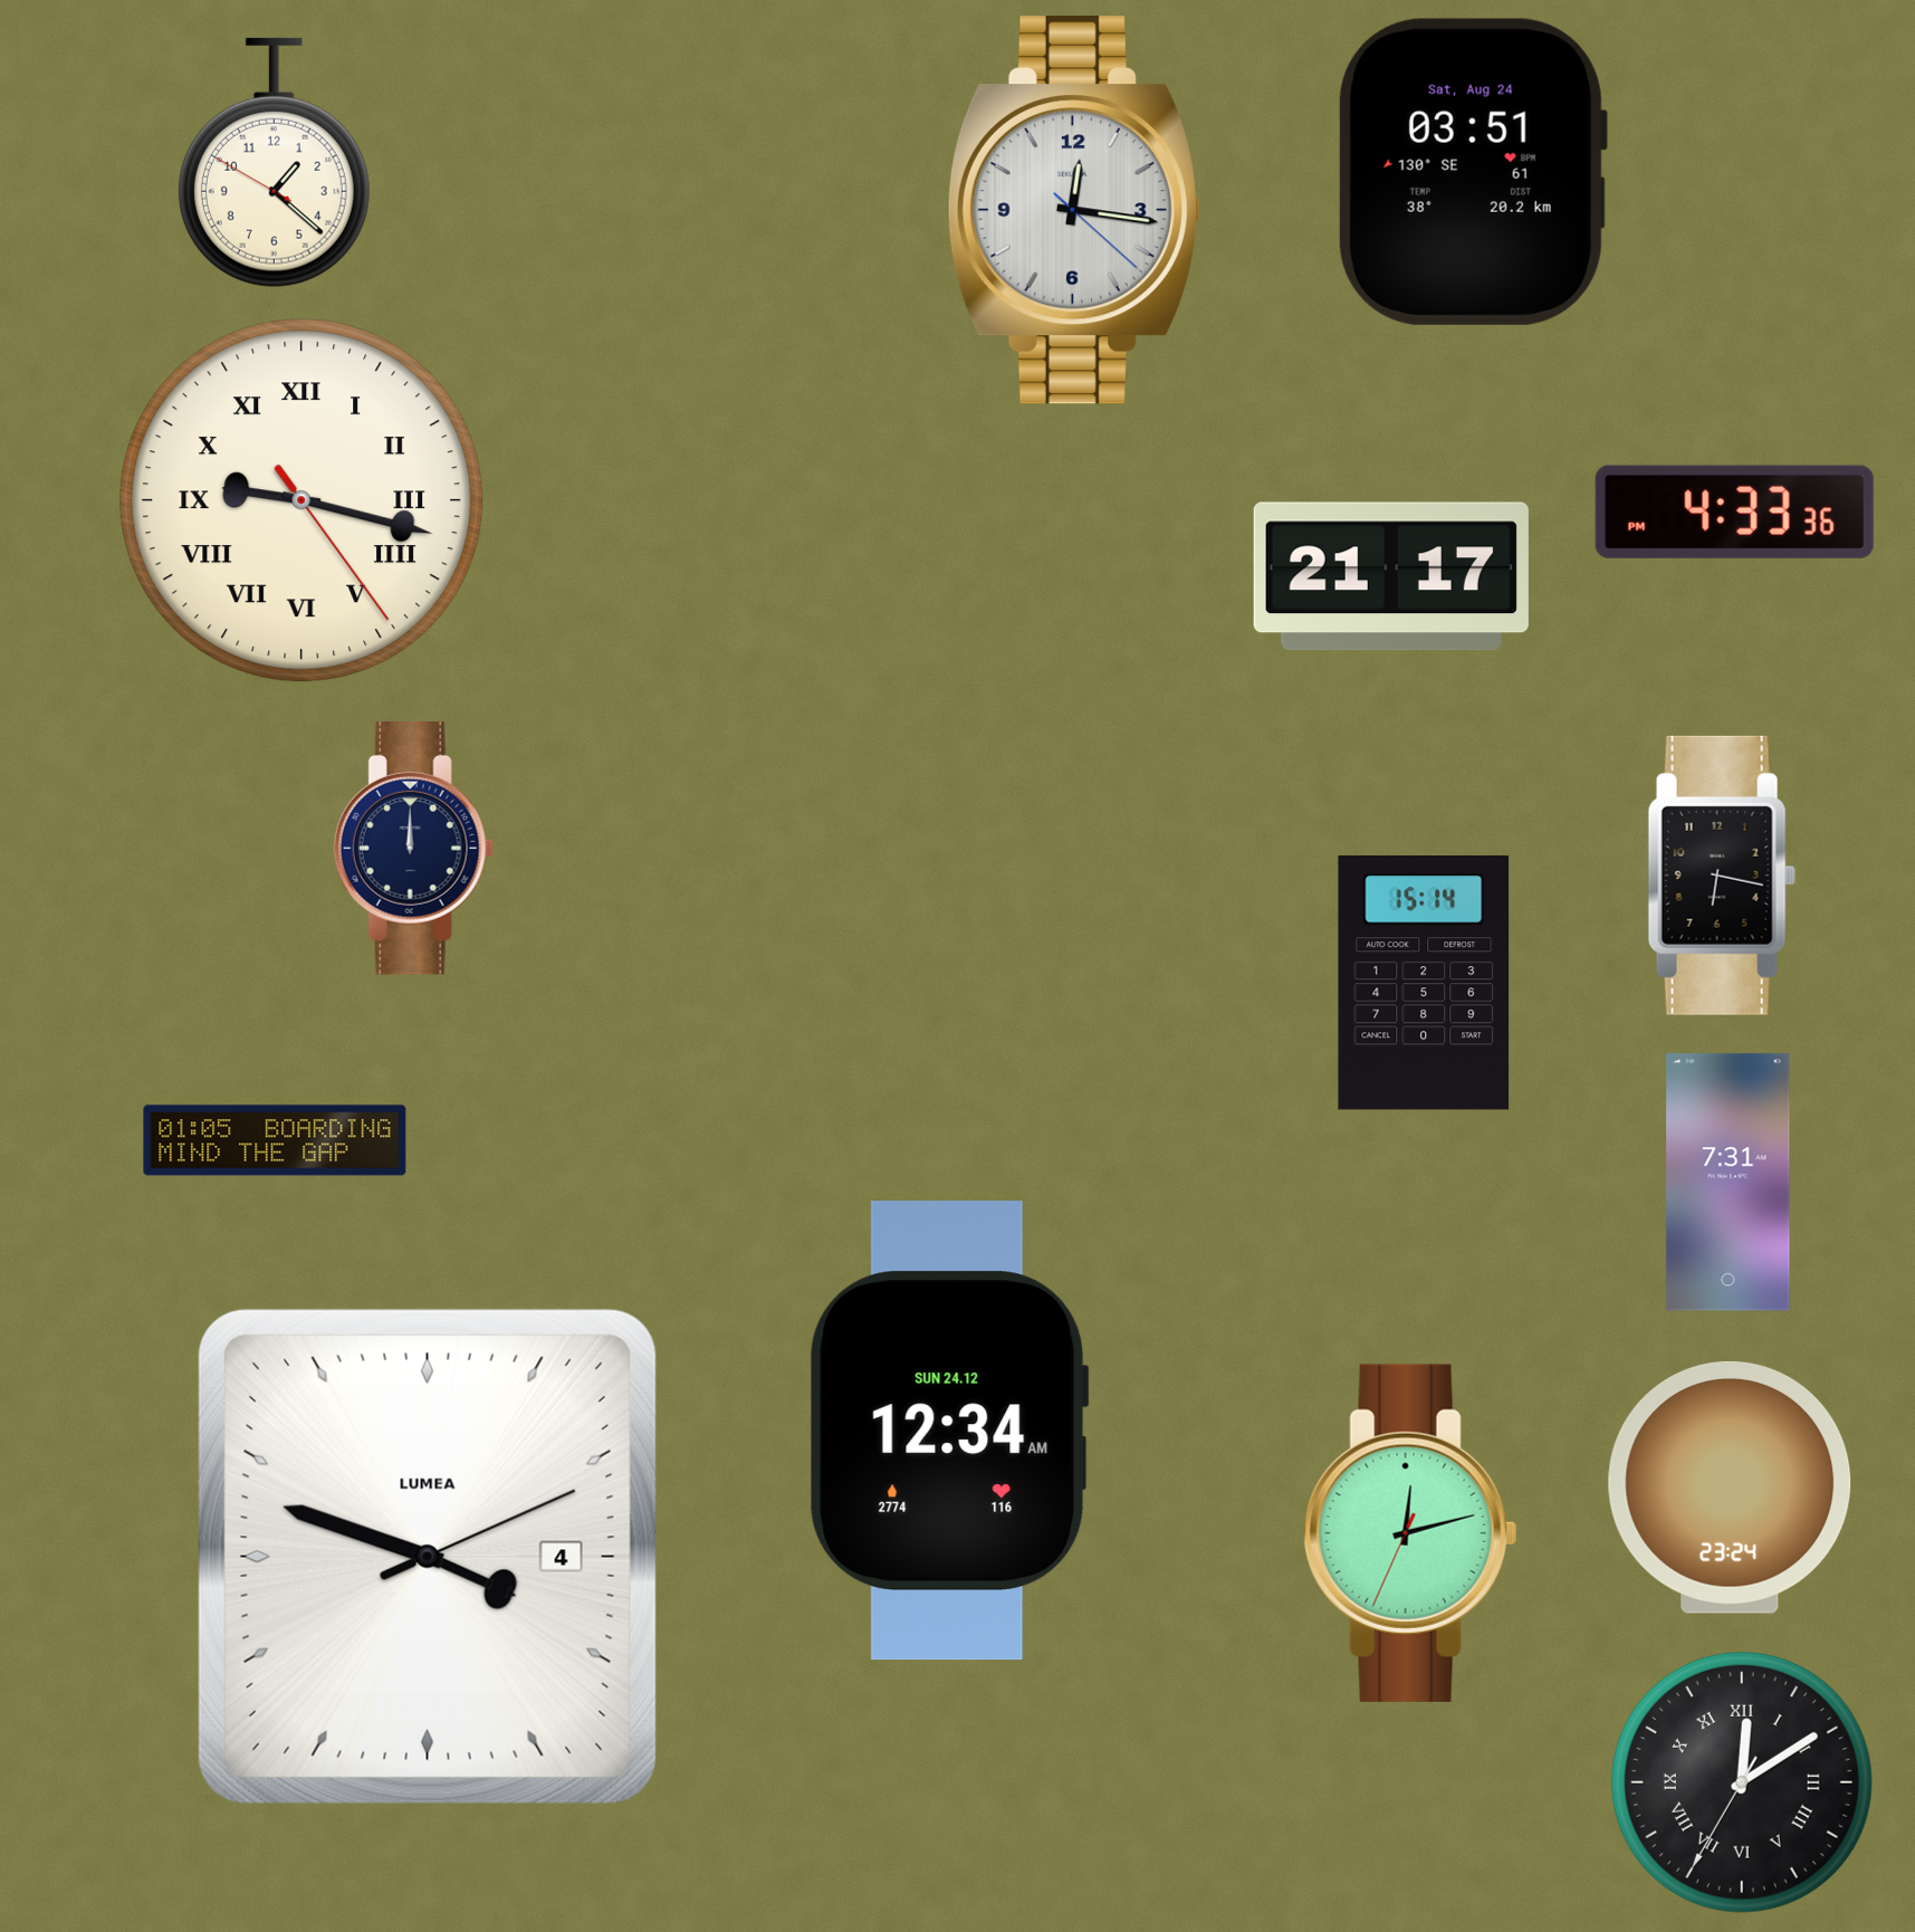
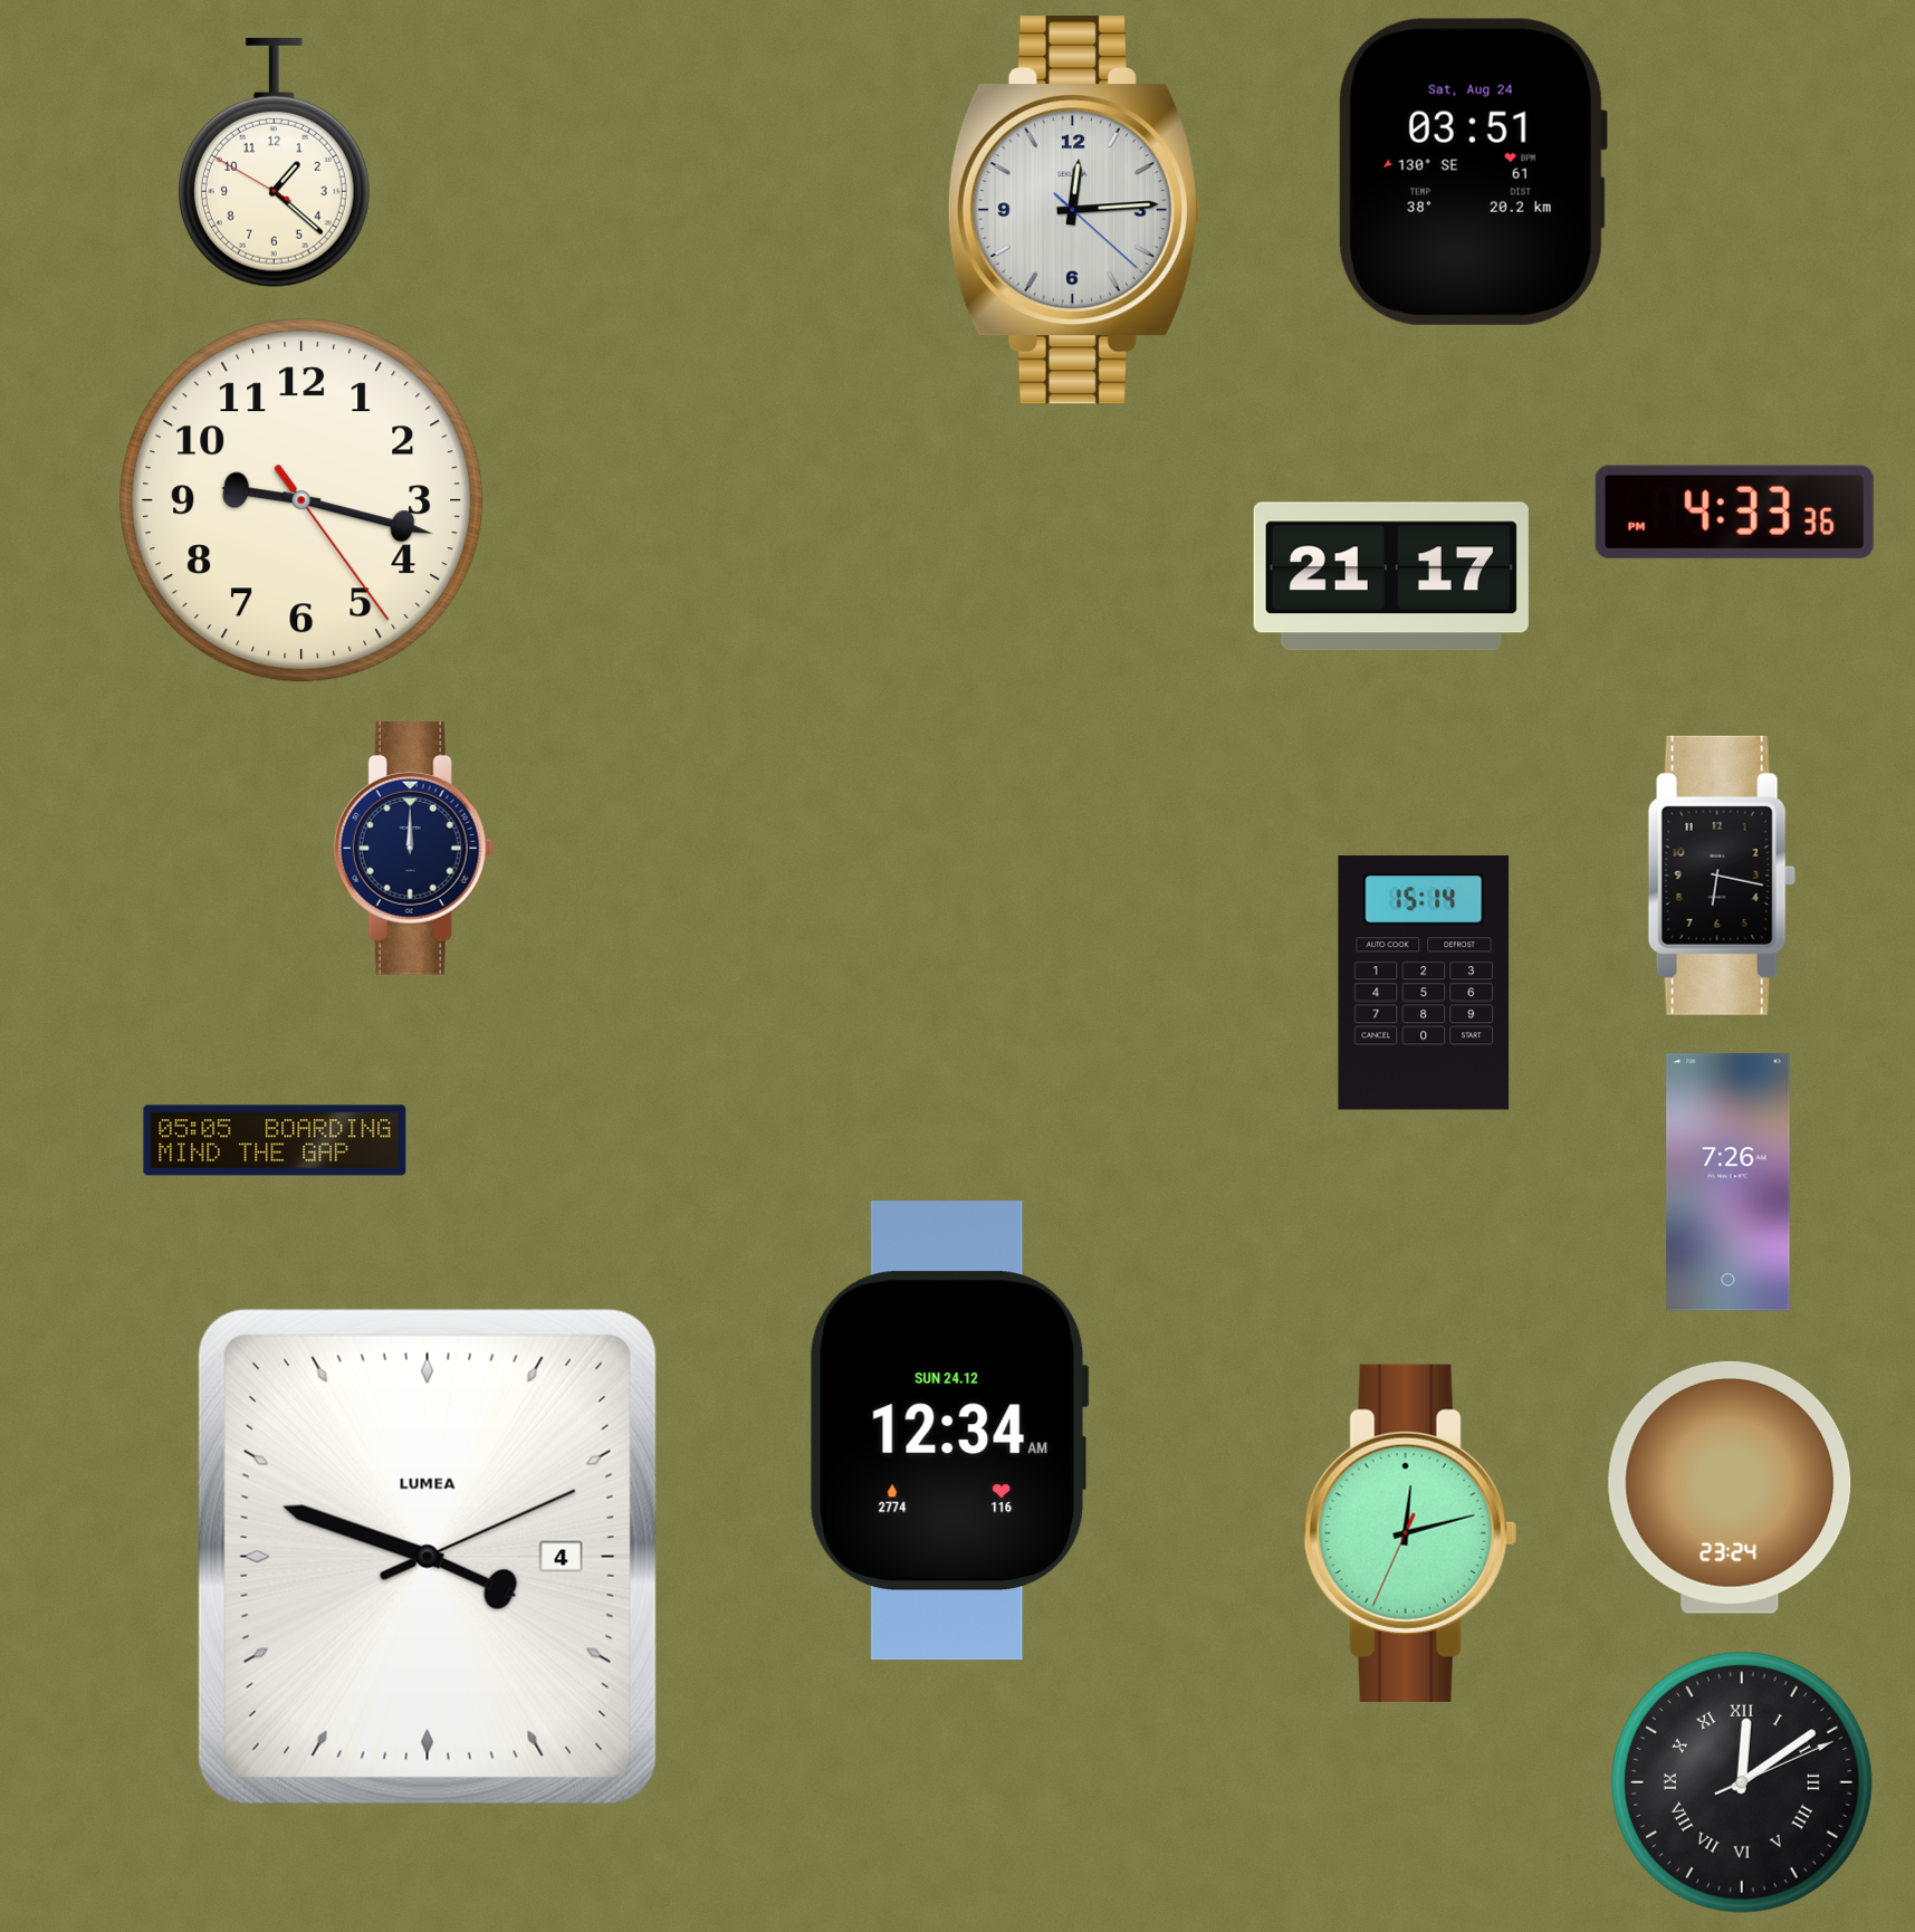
clock at (1074, 210): 12:16 -> 12:14
clock at (301, 500) numerals: Roman -> Arabic
clock at (275, 1140): 01:05 -> 05:05
clock at (1729, 1183): 7:31 -> 7:26
clock at (1742, 1782): 12:09:35 -> 12:09:11
